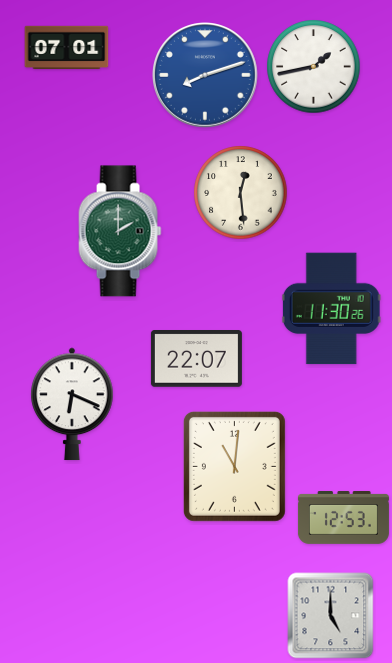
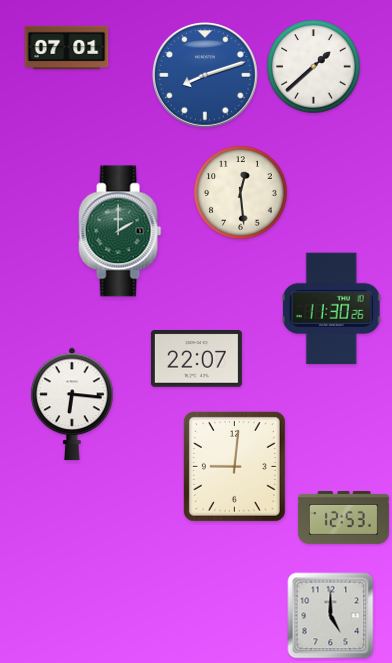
clock at (314, 67): 1:43 -> 1:38
clock at (72, 404): 6:19 -> 6:16
clock at (234, 466): 11:01 -> 9:01
